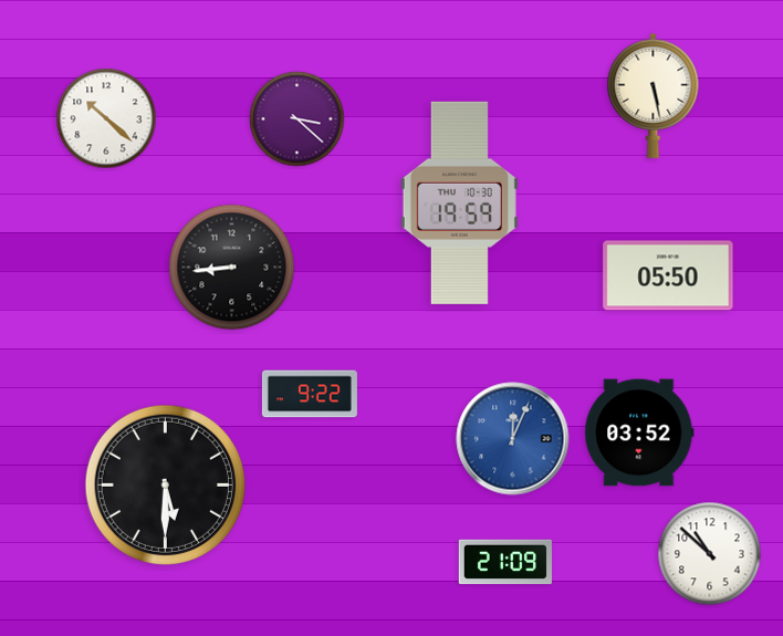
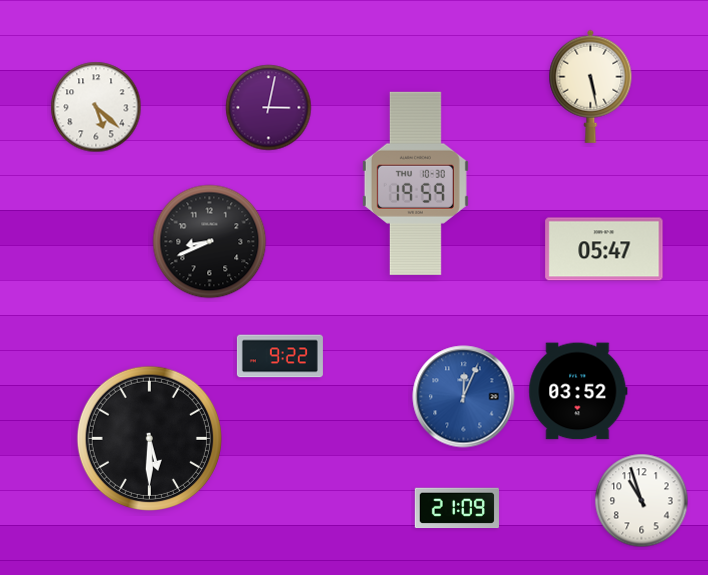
clock at (106, 118): 10:22 -> 5:22
clock at (297, 119): 3:22 -> 3:02
clock at (232, 268): 8:44 -> 8:41
clock at (668, 275): 05:50 -> 05:47
clock at (710, 554): 10:52 -> 10:57
